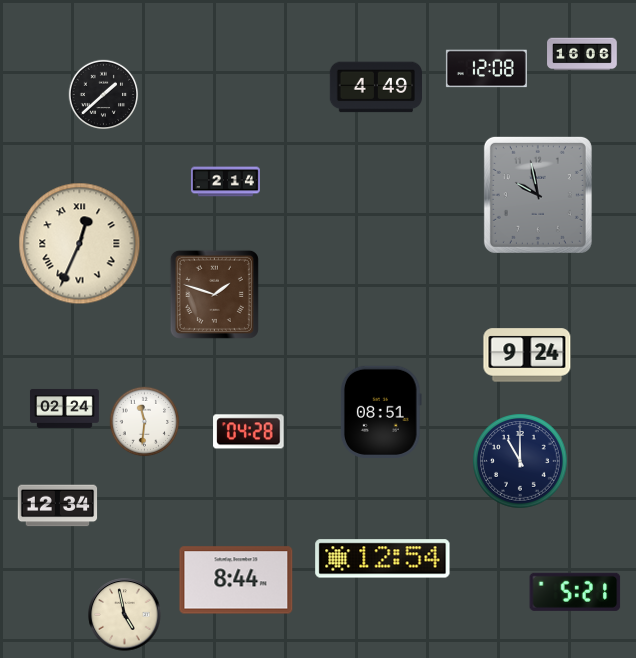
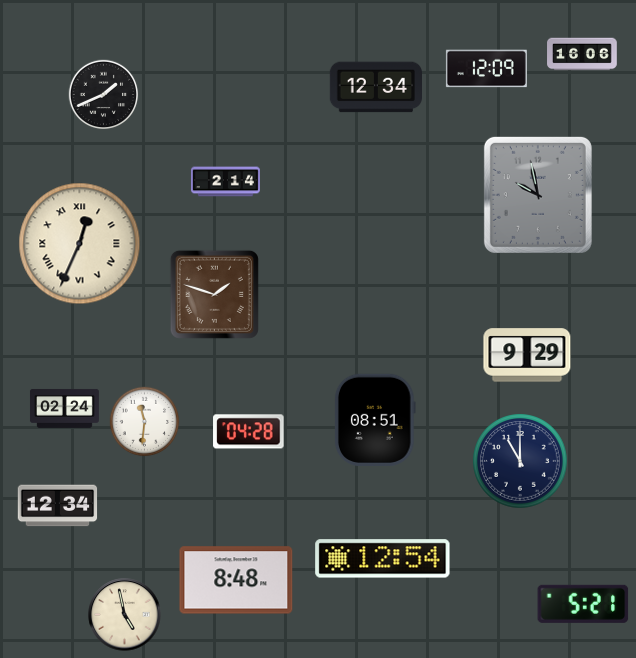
clock at (486, 69): 12:08 -> 12:09
clock at (375, 87): 4:49 -> 12:34
clock at (104, 95): 1:38 -> 1:41
clock at (527, 355): 9:24 -> 9:29
clock at (381, 412) position: (381, 412) -> (375, 420)
clock at (236, 580): 8:44 -> 8:48
clock at (575, 592) position: (575, 592) -> (583, 604)
